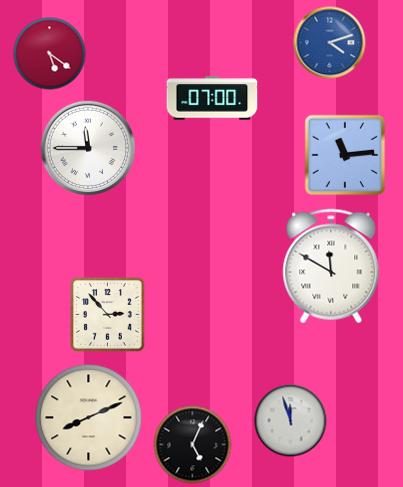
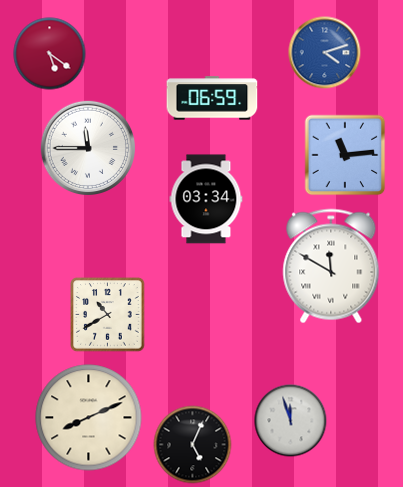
clock at (330, 43) position: (330, 43) -> (325, 53)
clock at (212, 98): 07:00 -> 06:59
clock at (206, 199): none -> 03:34
clock at (108, 315): 2:53 -> 10:40
